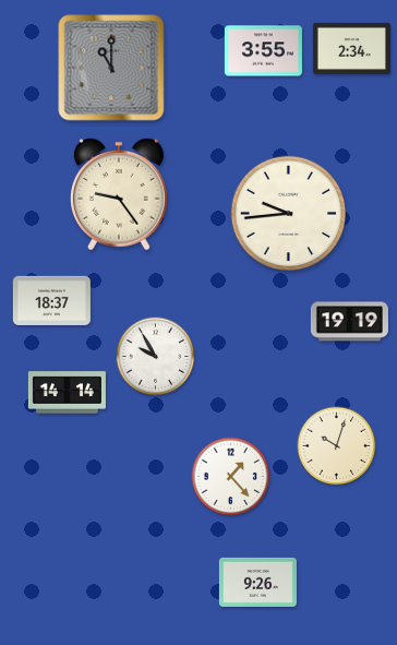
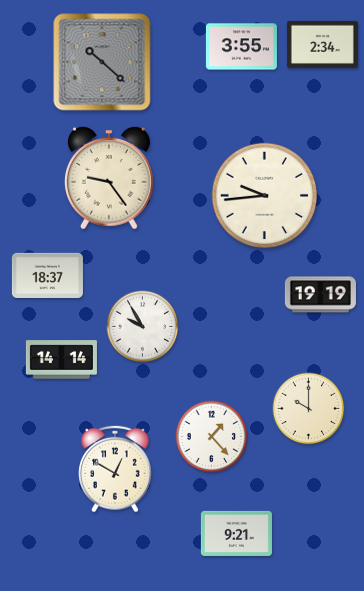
clock at (111, 68): 11:00 -> 10:22
clock at (337, 446): 10:03 -> 10:00
clock at (116, 469): none -> 12:50
clock at (257, 582): 9:26 -> 9:21
